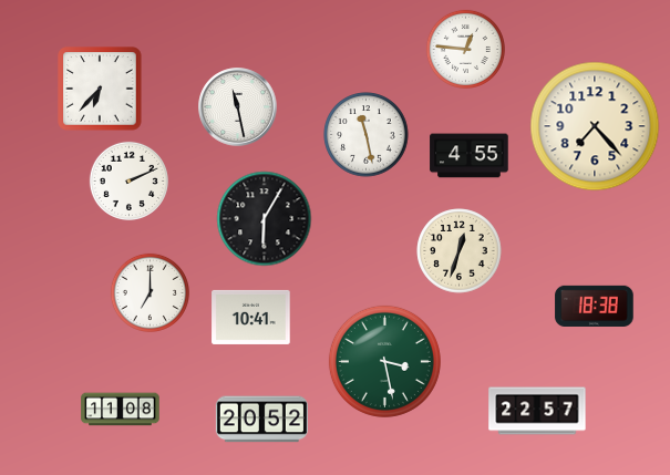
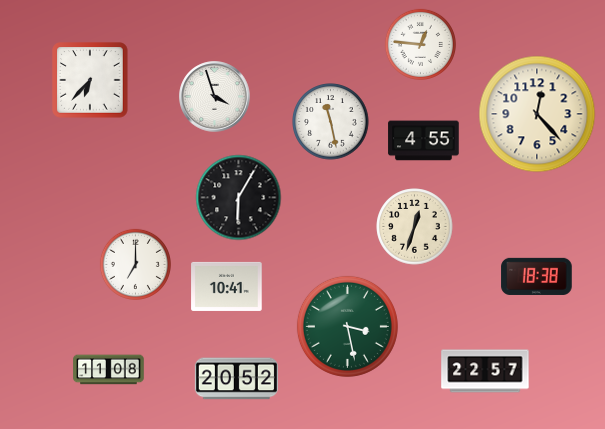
clock at (238, 107): 11:28 -> 3:57
clock at (595, 126): 7:23 -> 12:23
clock at (128, 180): 2:11 -> none
